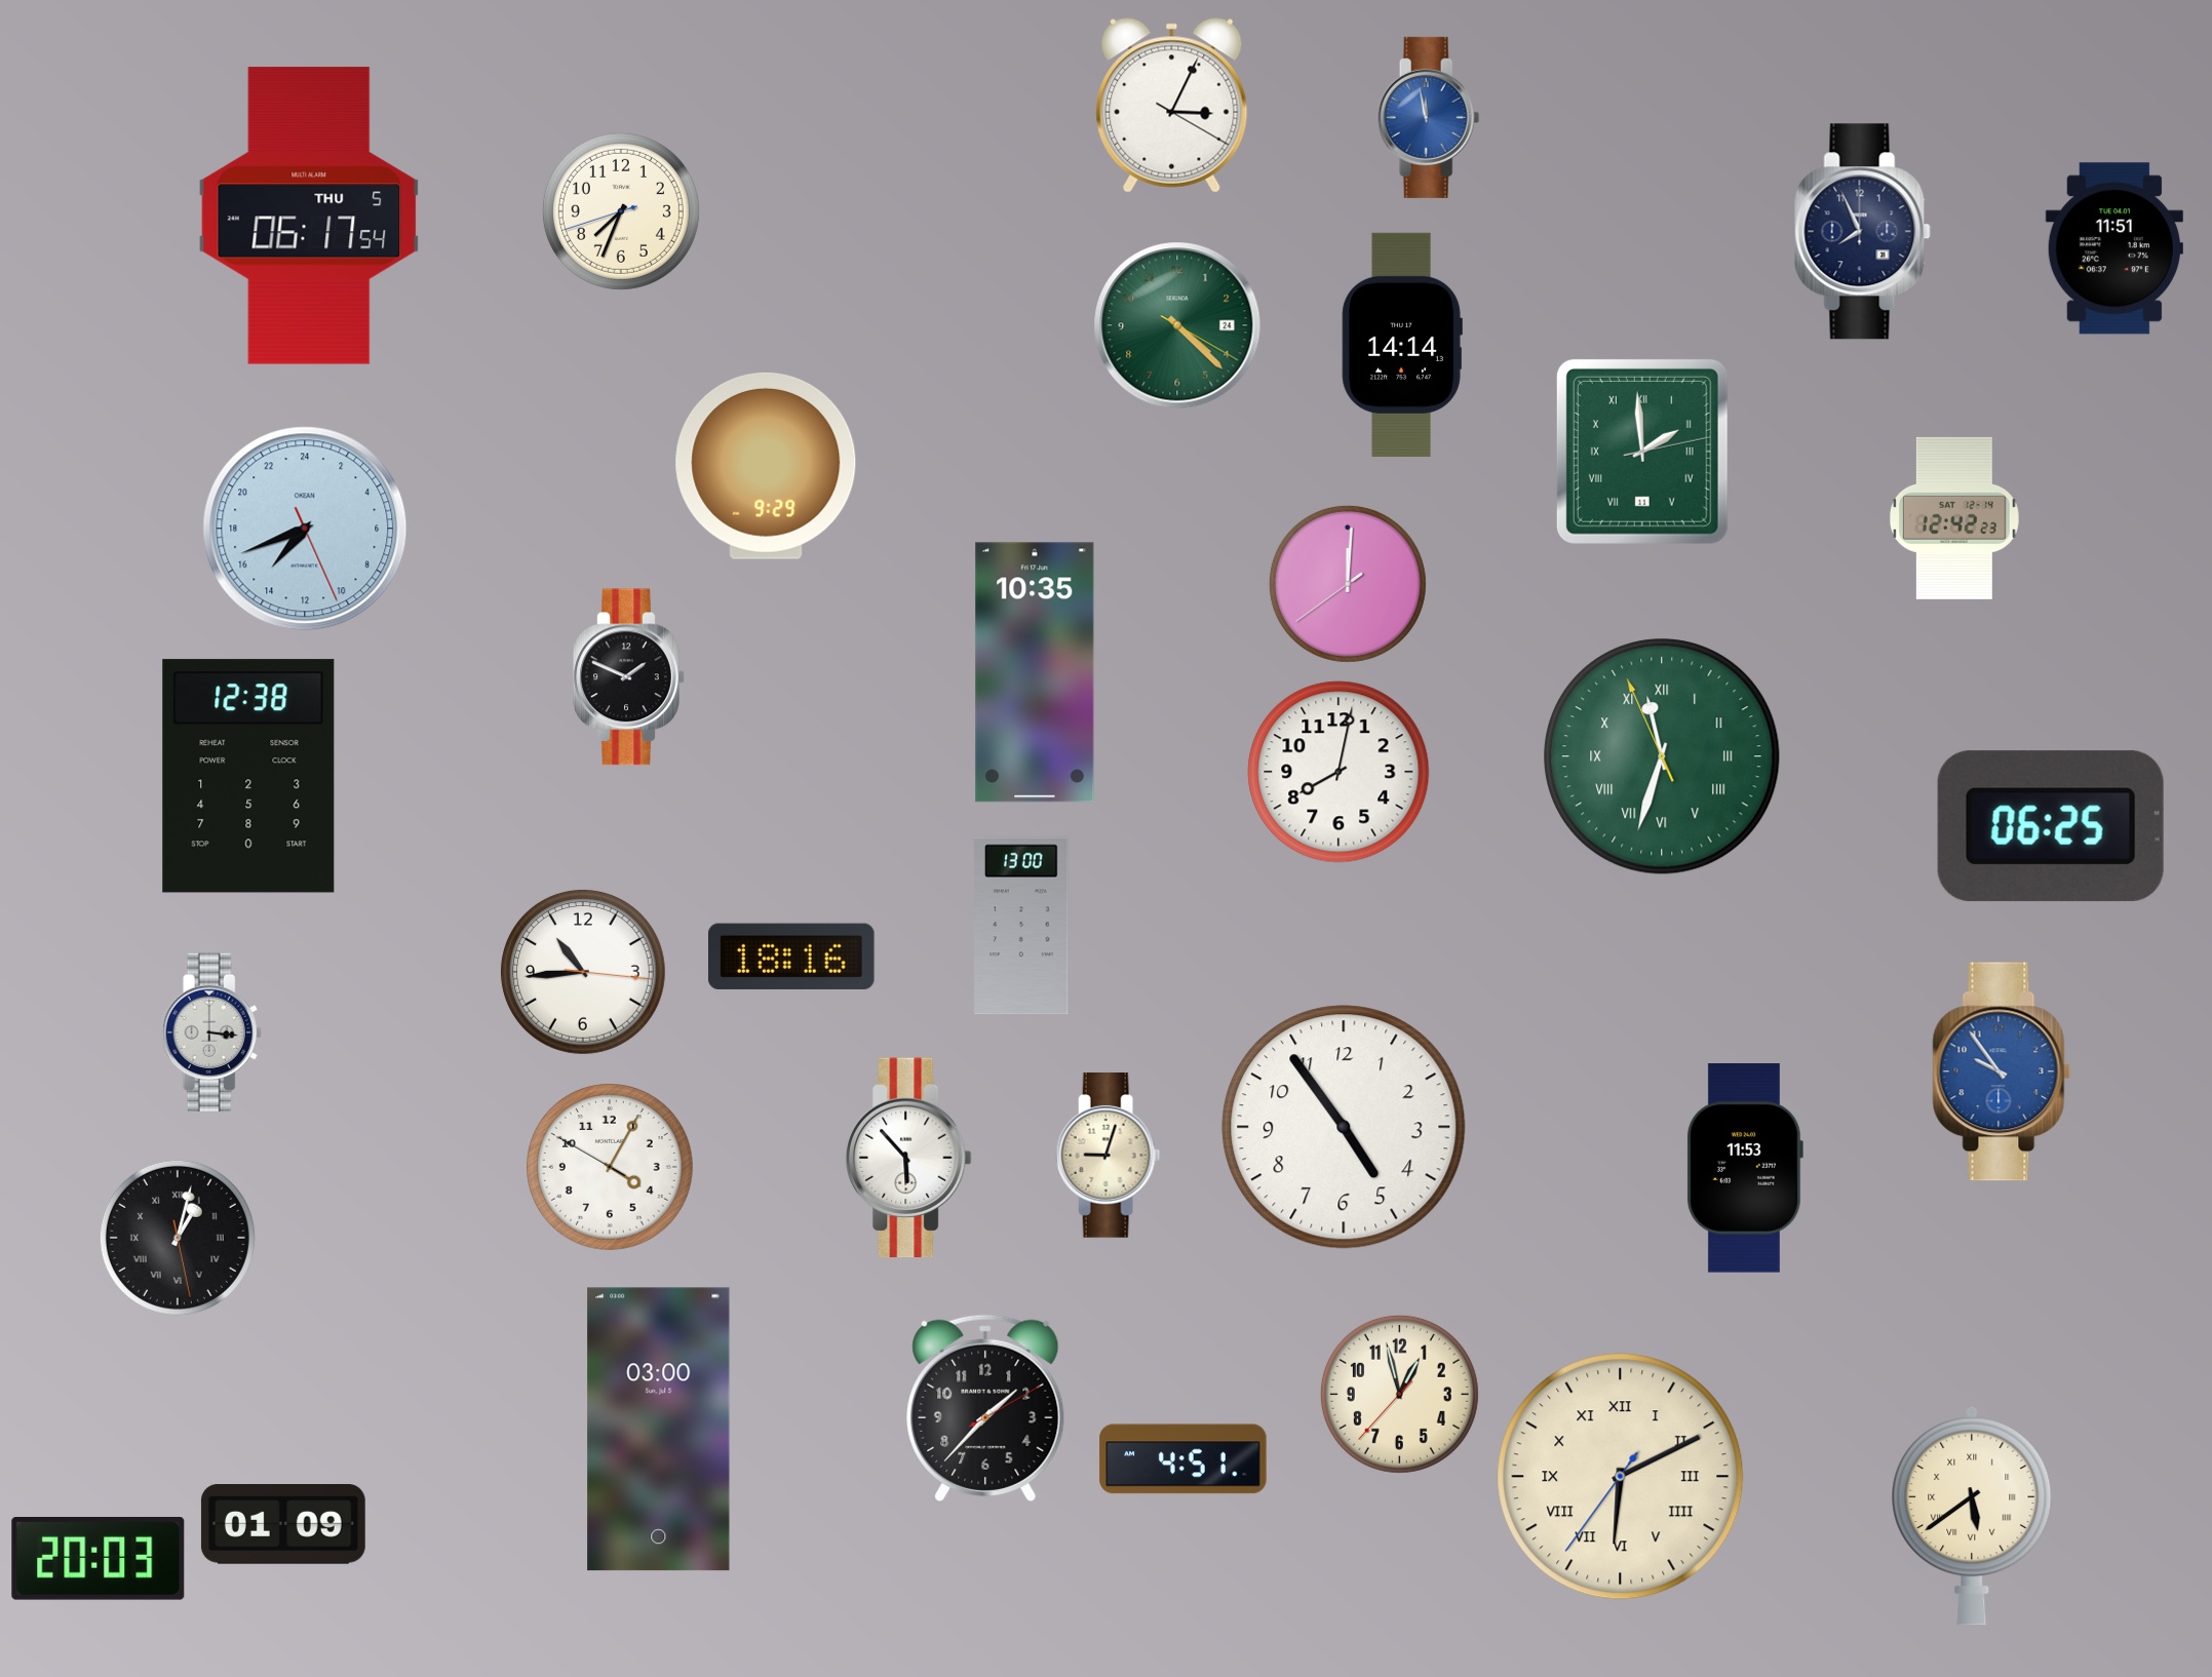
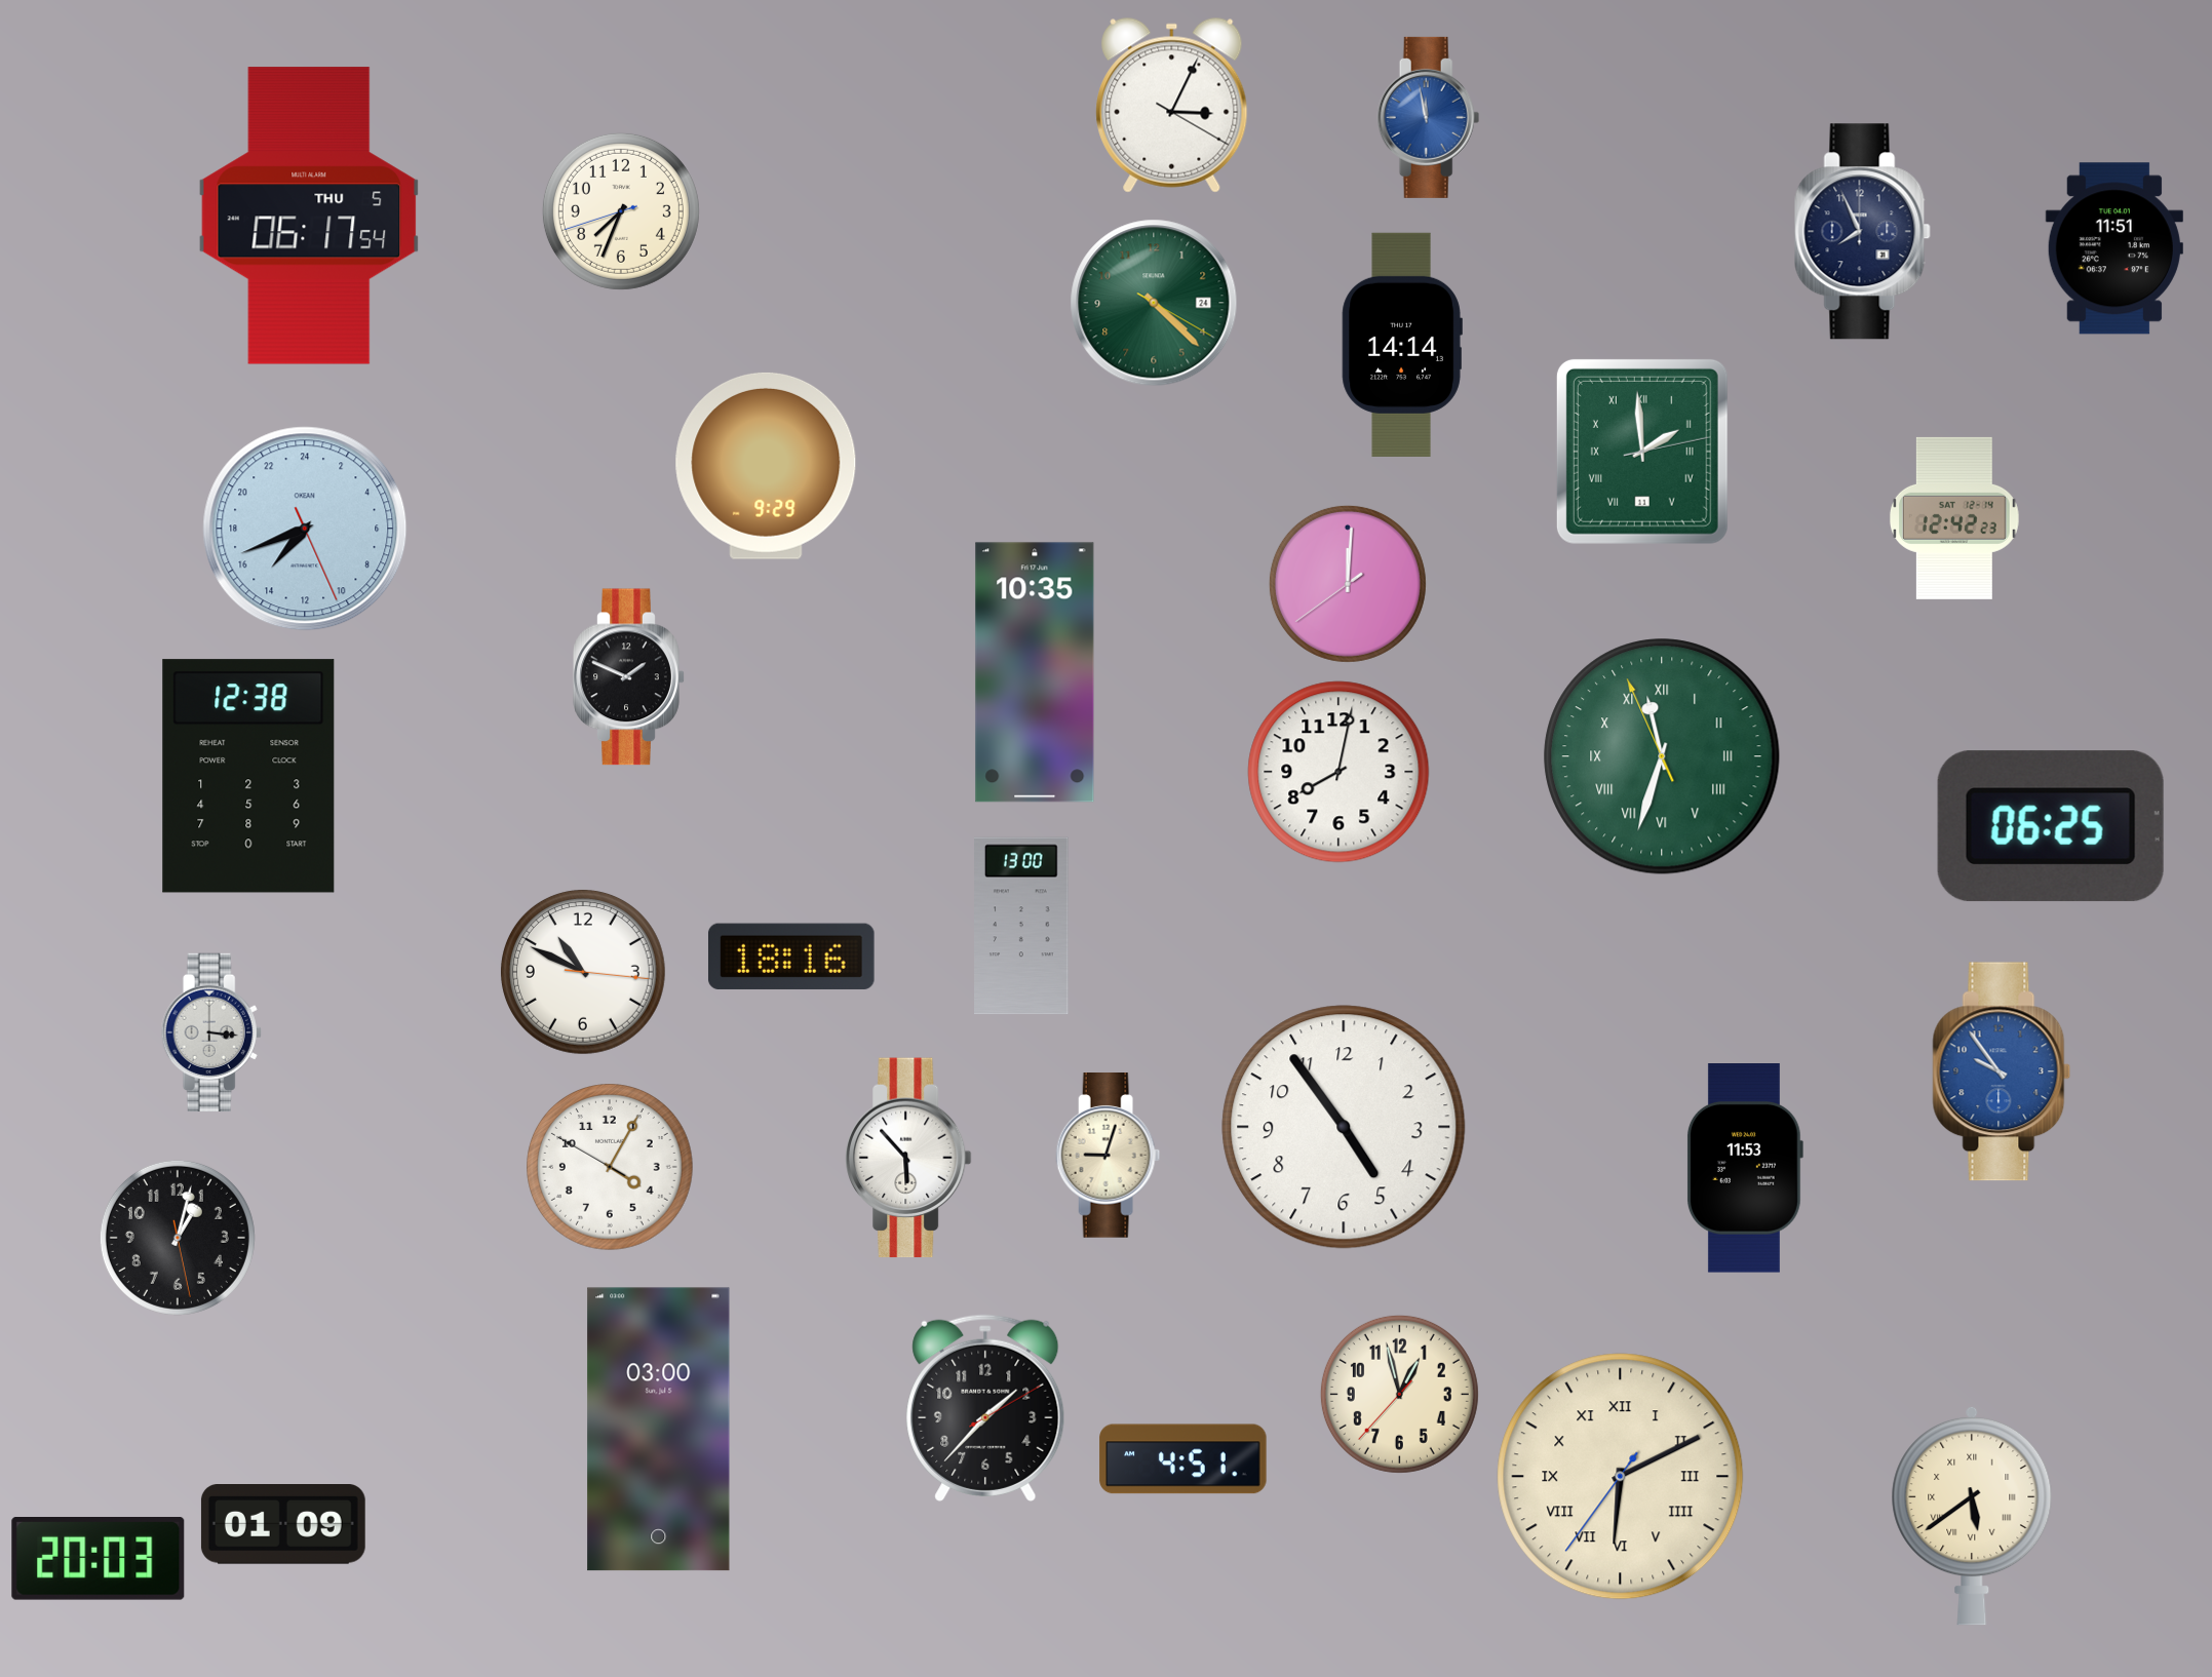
clock at (1177, 325) position: (1177, 325) -> (1154, 303)
clock at (583, 972): 10:44 -> 10:49
clock at (178, 1238) numerals: Roman -> Arabic
